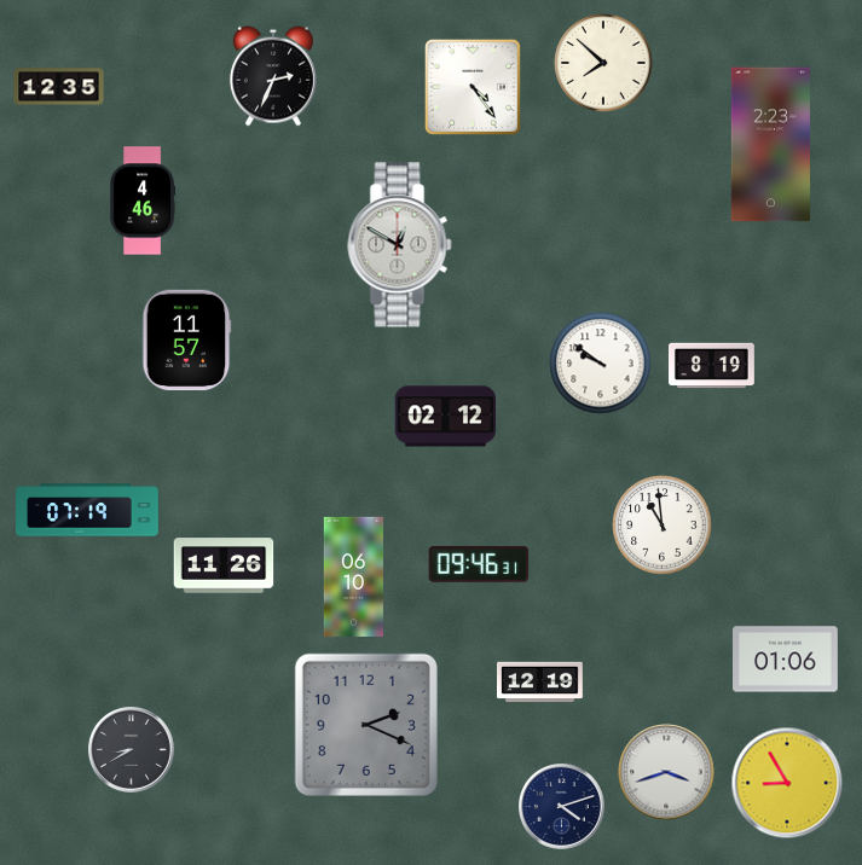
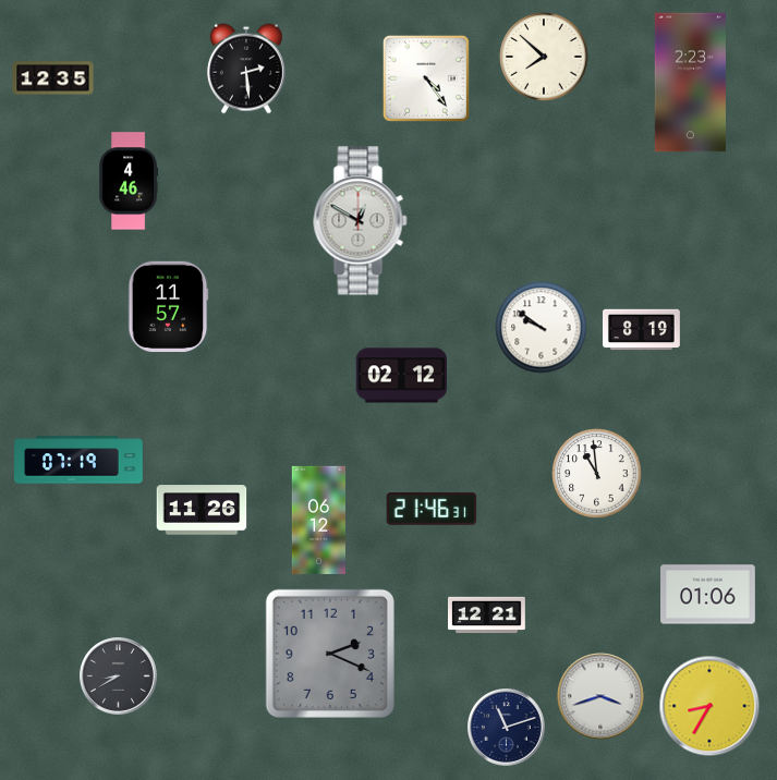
clock at (273, 76): 2:34 -> 2:29
clock at (770, 145) position: (770, 145) -> (690, 83)
clock at (479, 564): 09:46 -> 21:46
clock at (353, 576): 06:10 -> 06:12
clock at (540, 683): 12:19 -> 12:21
clock at (787, 783): 8:55 -> 8:35
clock at (562, 807): 4:12 -> 11:12
